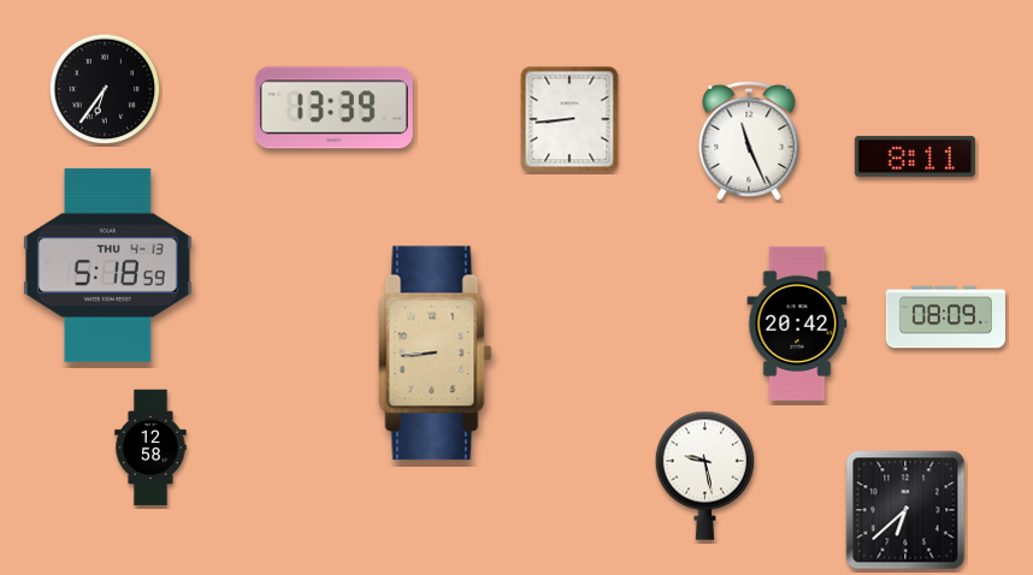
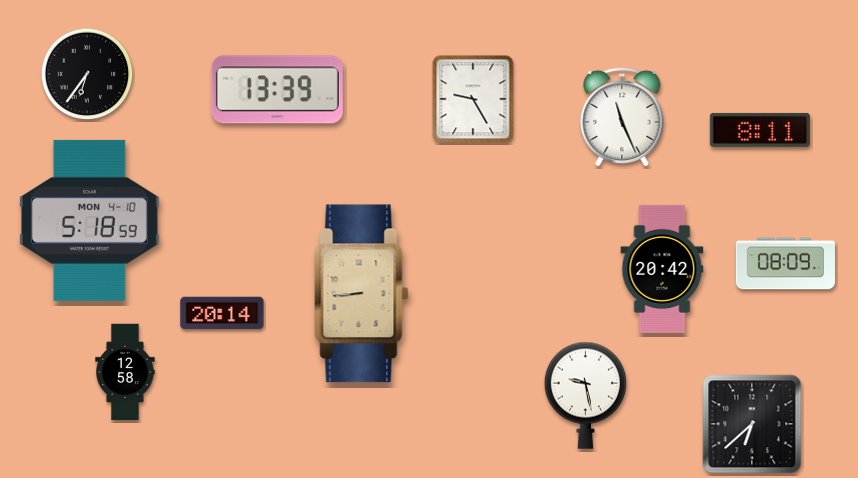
clock at (569, 119): 8:44 -> 9:25
clock at (107, 265) date: THU 4-13 -> MON 4-10
clock at (222, 313): none -> 20:14
